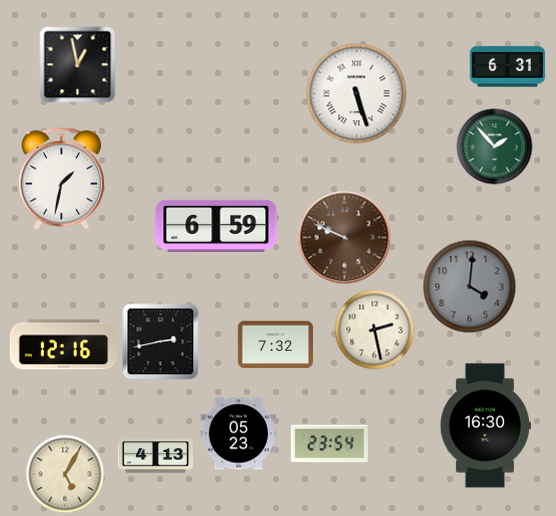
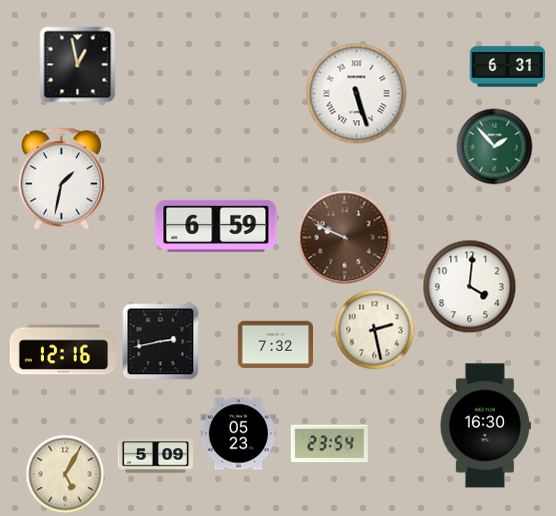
clock at (470, 287) dial: grey -> white
clock at (63, 345) position: (63, 345) -> (63, 350)
clock at (156, 456): 4:13 -> 5:09
